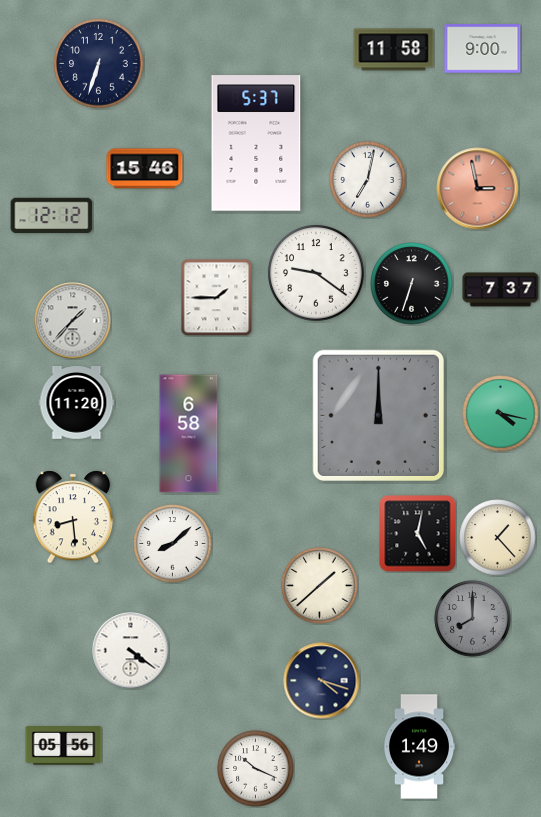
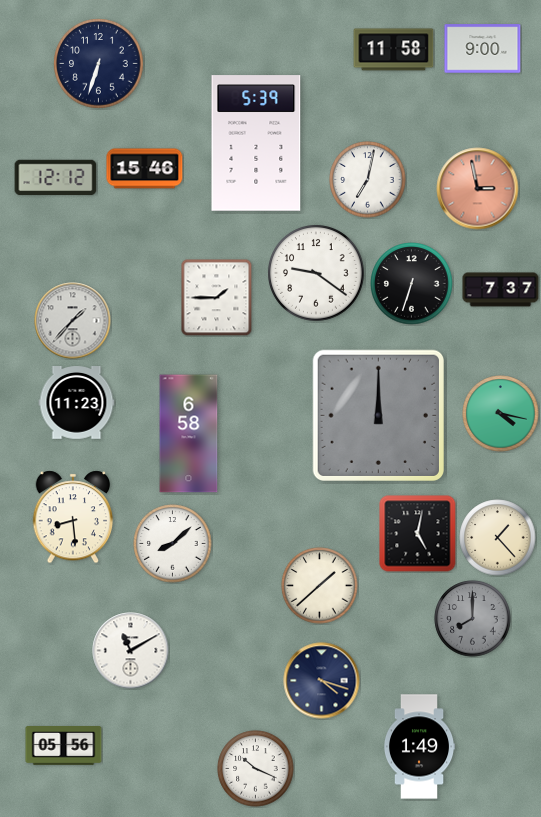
clock at (256, 143): 5:37 -> 5:39
clock at (52, 216) position: (52, 216) -> (56, 178)
clock at (77, 403): 11:20 -> 11:23
clock at (131, 651): 4:21 -> 11:10
